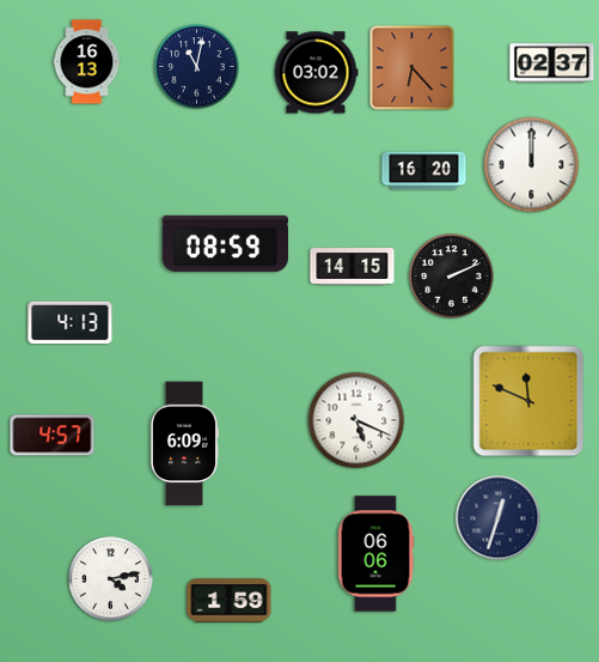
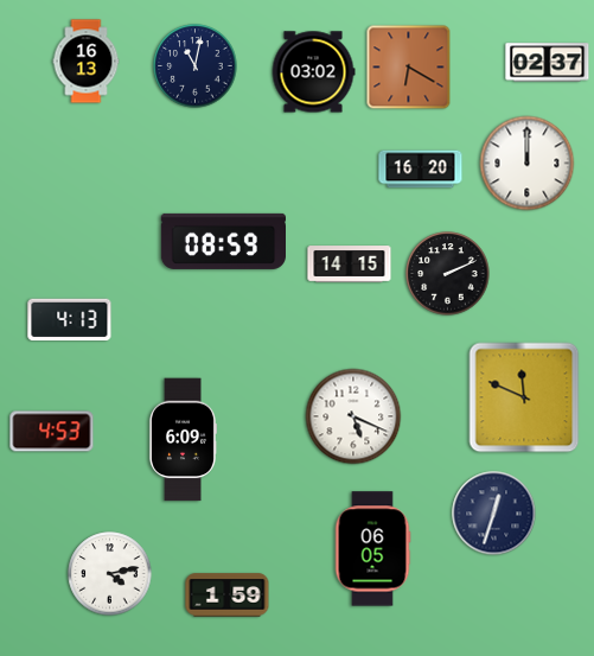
clock at (412, 68): 6:23 -> 6:20
clock at (53, 436): 4:57 -> 4:53
clock at (375, 554): 06:06 -> 06:05
